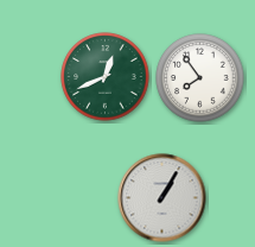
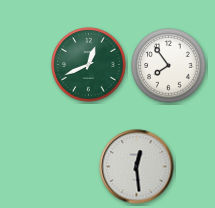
clock at (162, 198): 1:05 -> 12:29
